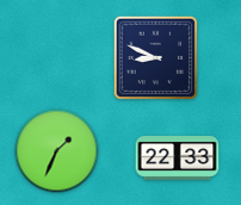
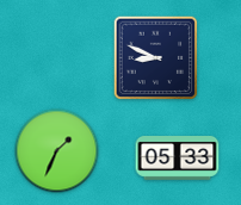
clock at (178, 159): 22:33 -> 05:33
